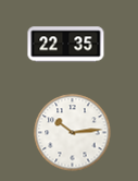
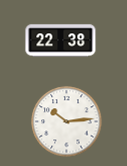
clock at (66, 45): 22:35 -> 22:38
